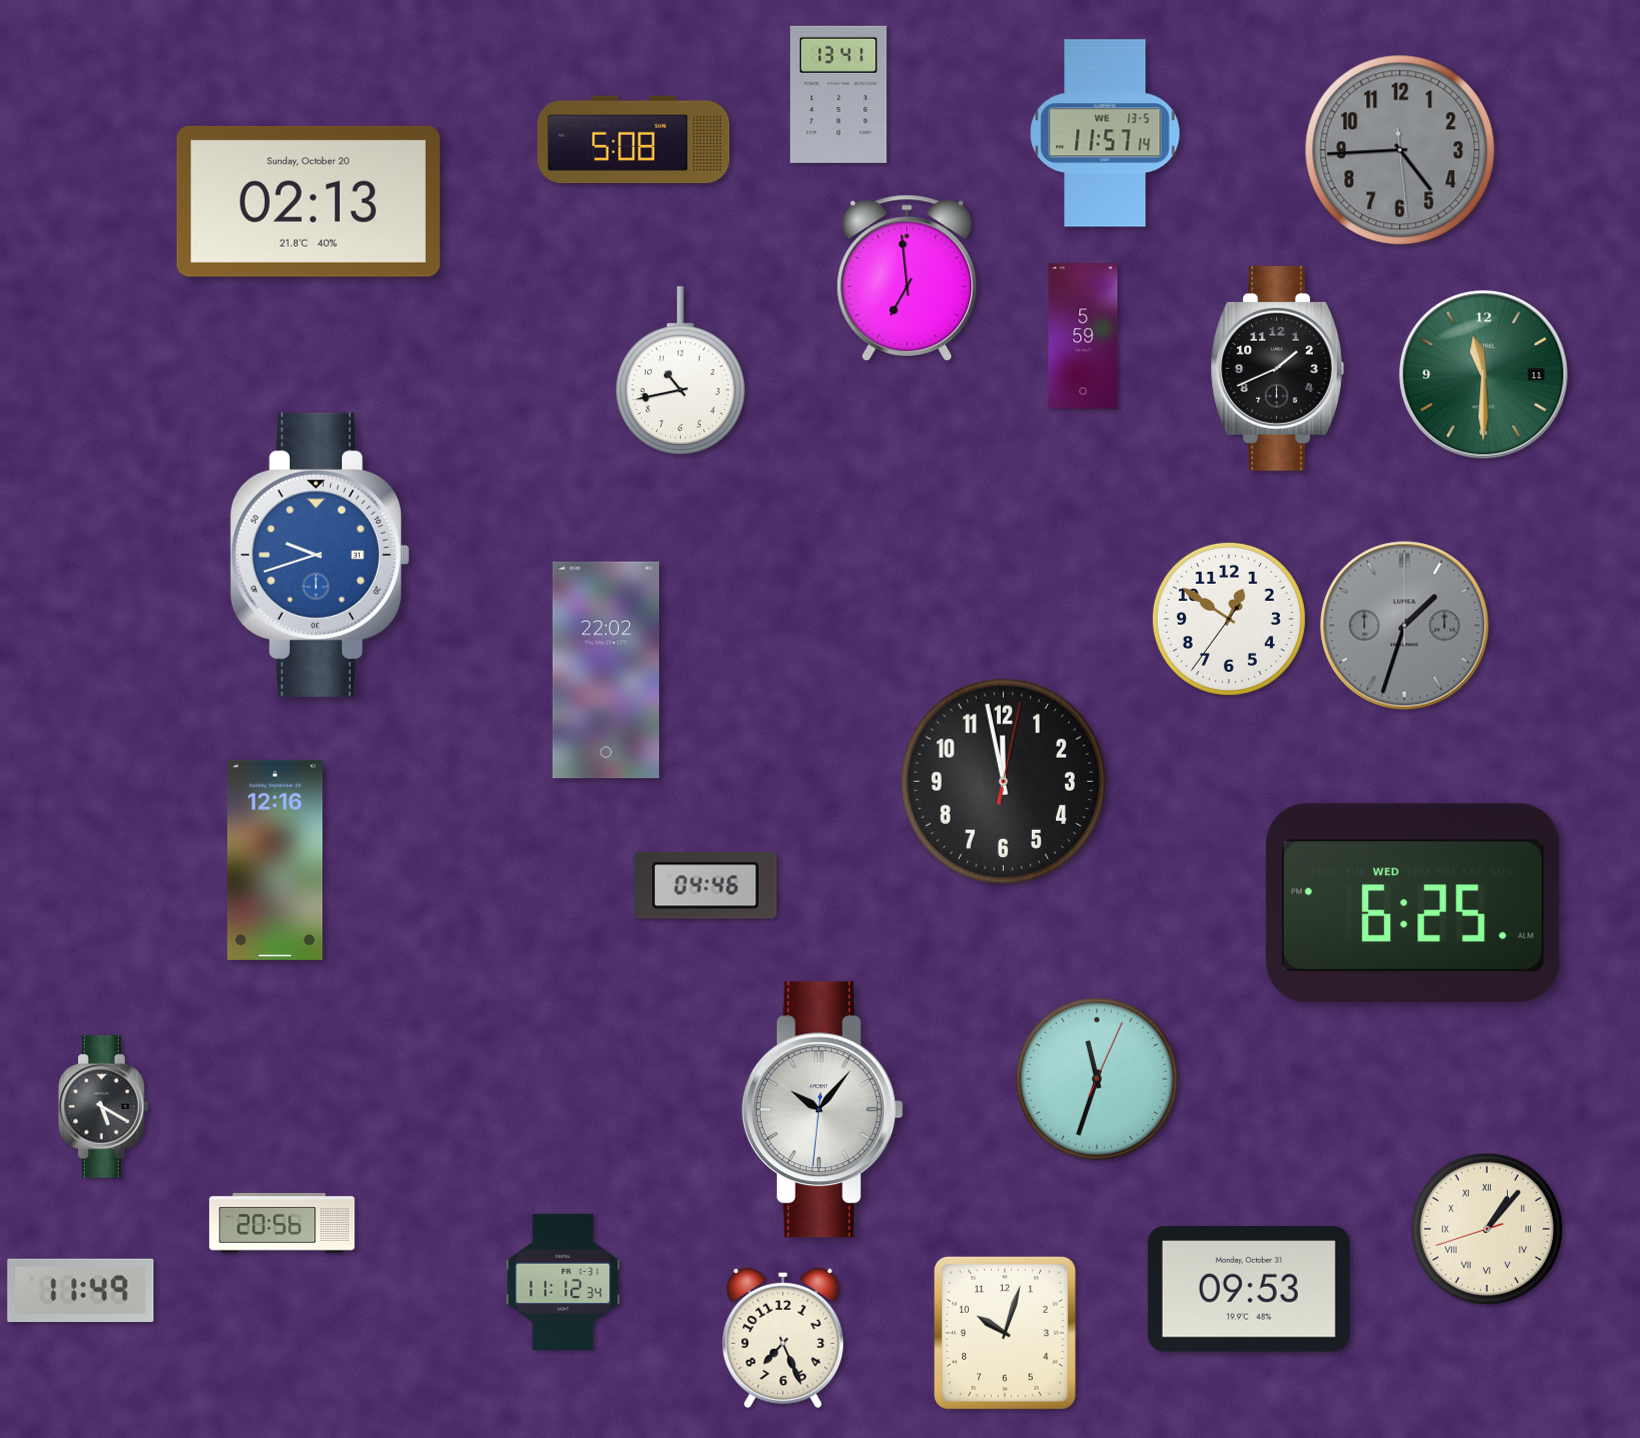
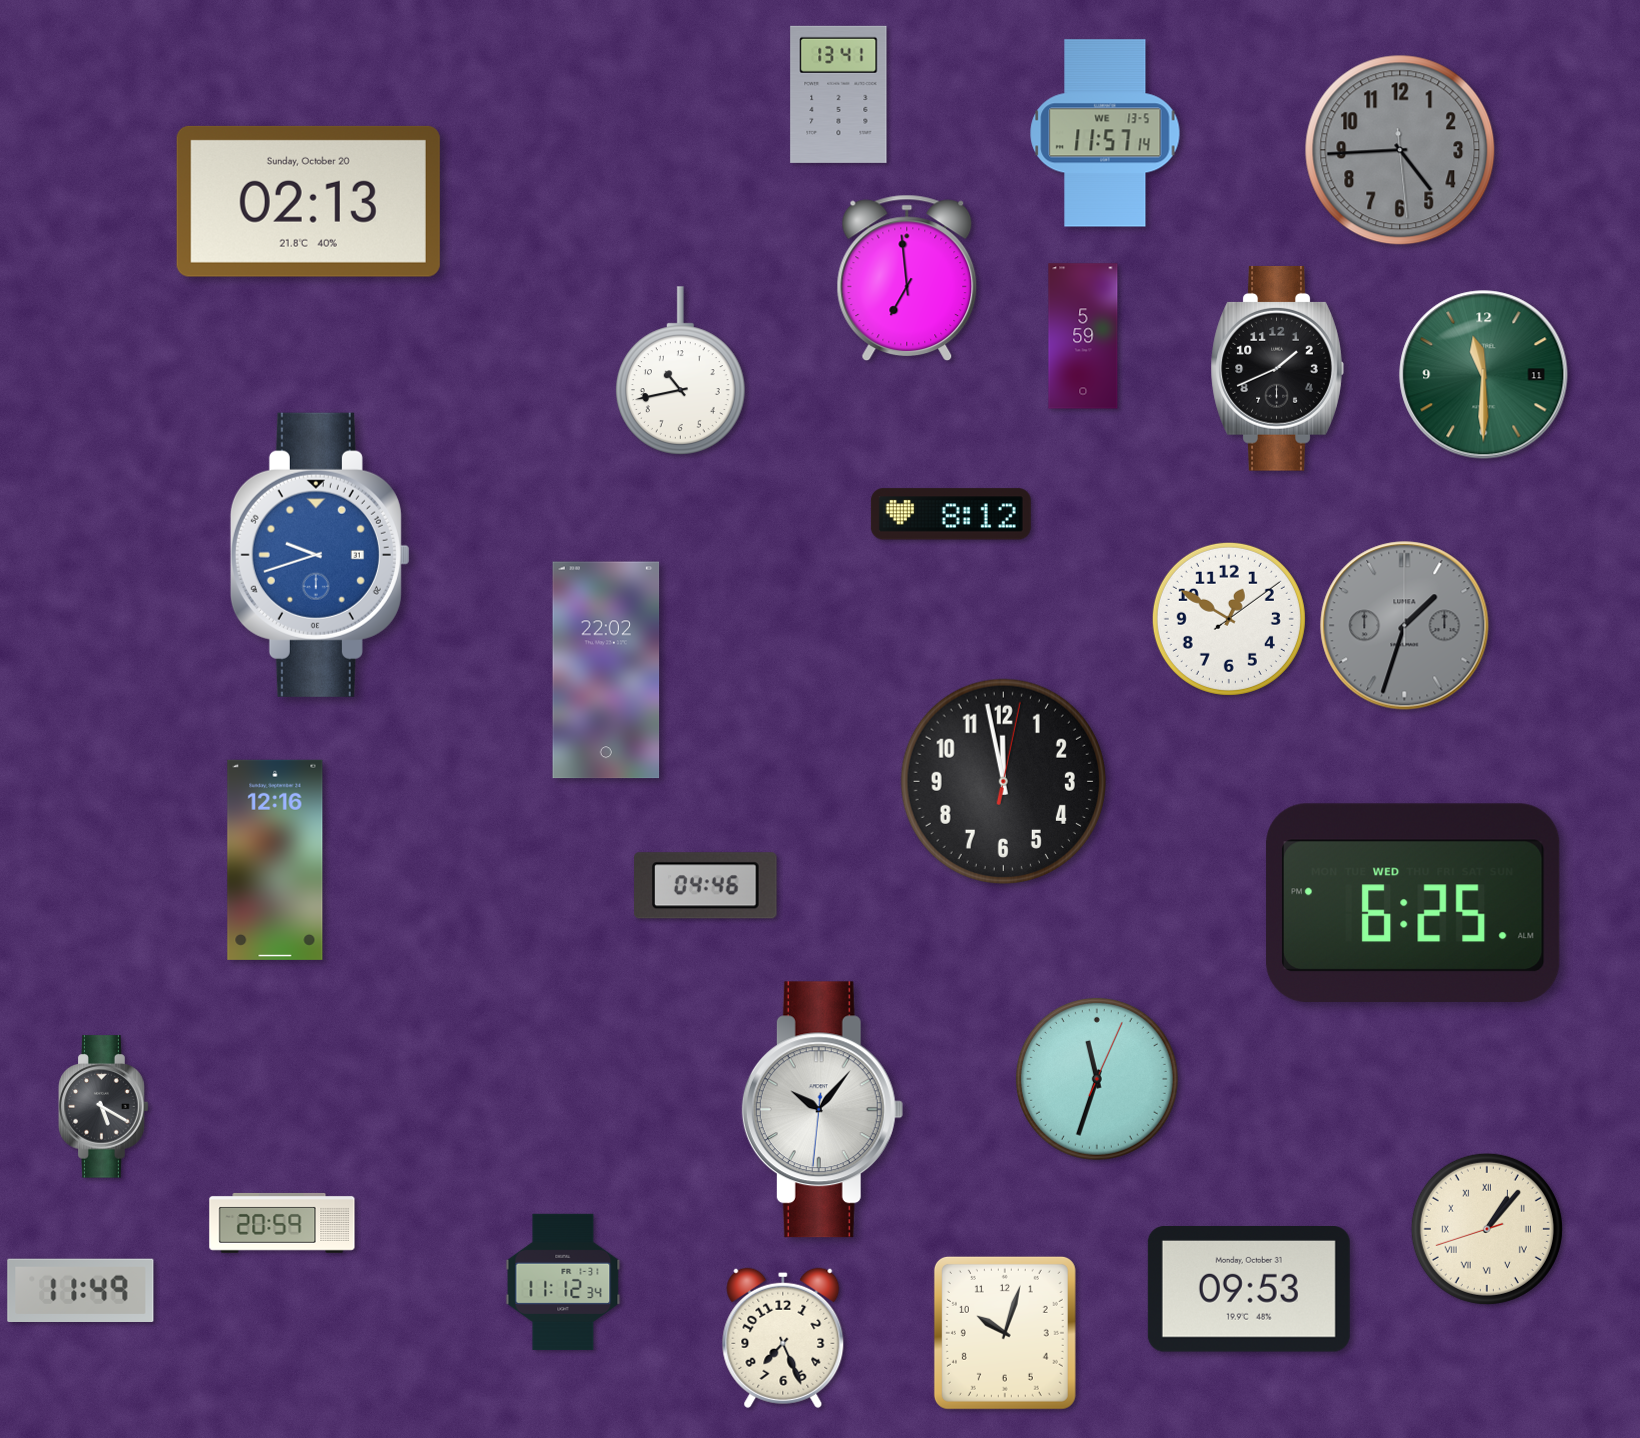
clock at (634, 140): 5:08 -> none
clock at (951, 514): none -> 8:12
clock at (1229, 619): 12:50:36 -> 12:50:09
clock at (282, 1223): 20:56 -> 20:59
